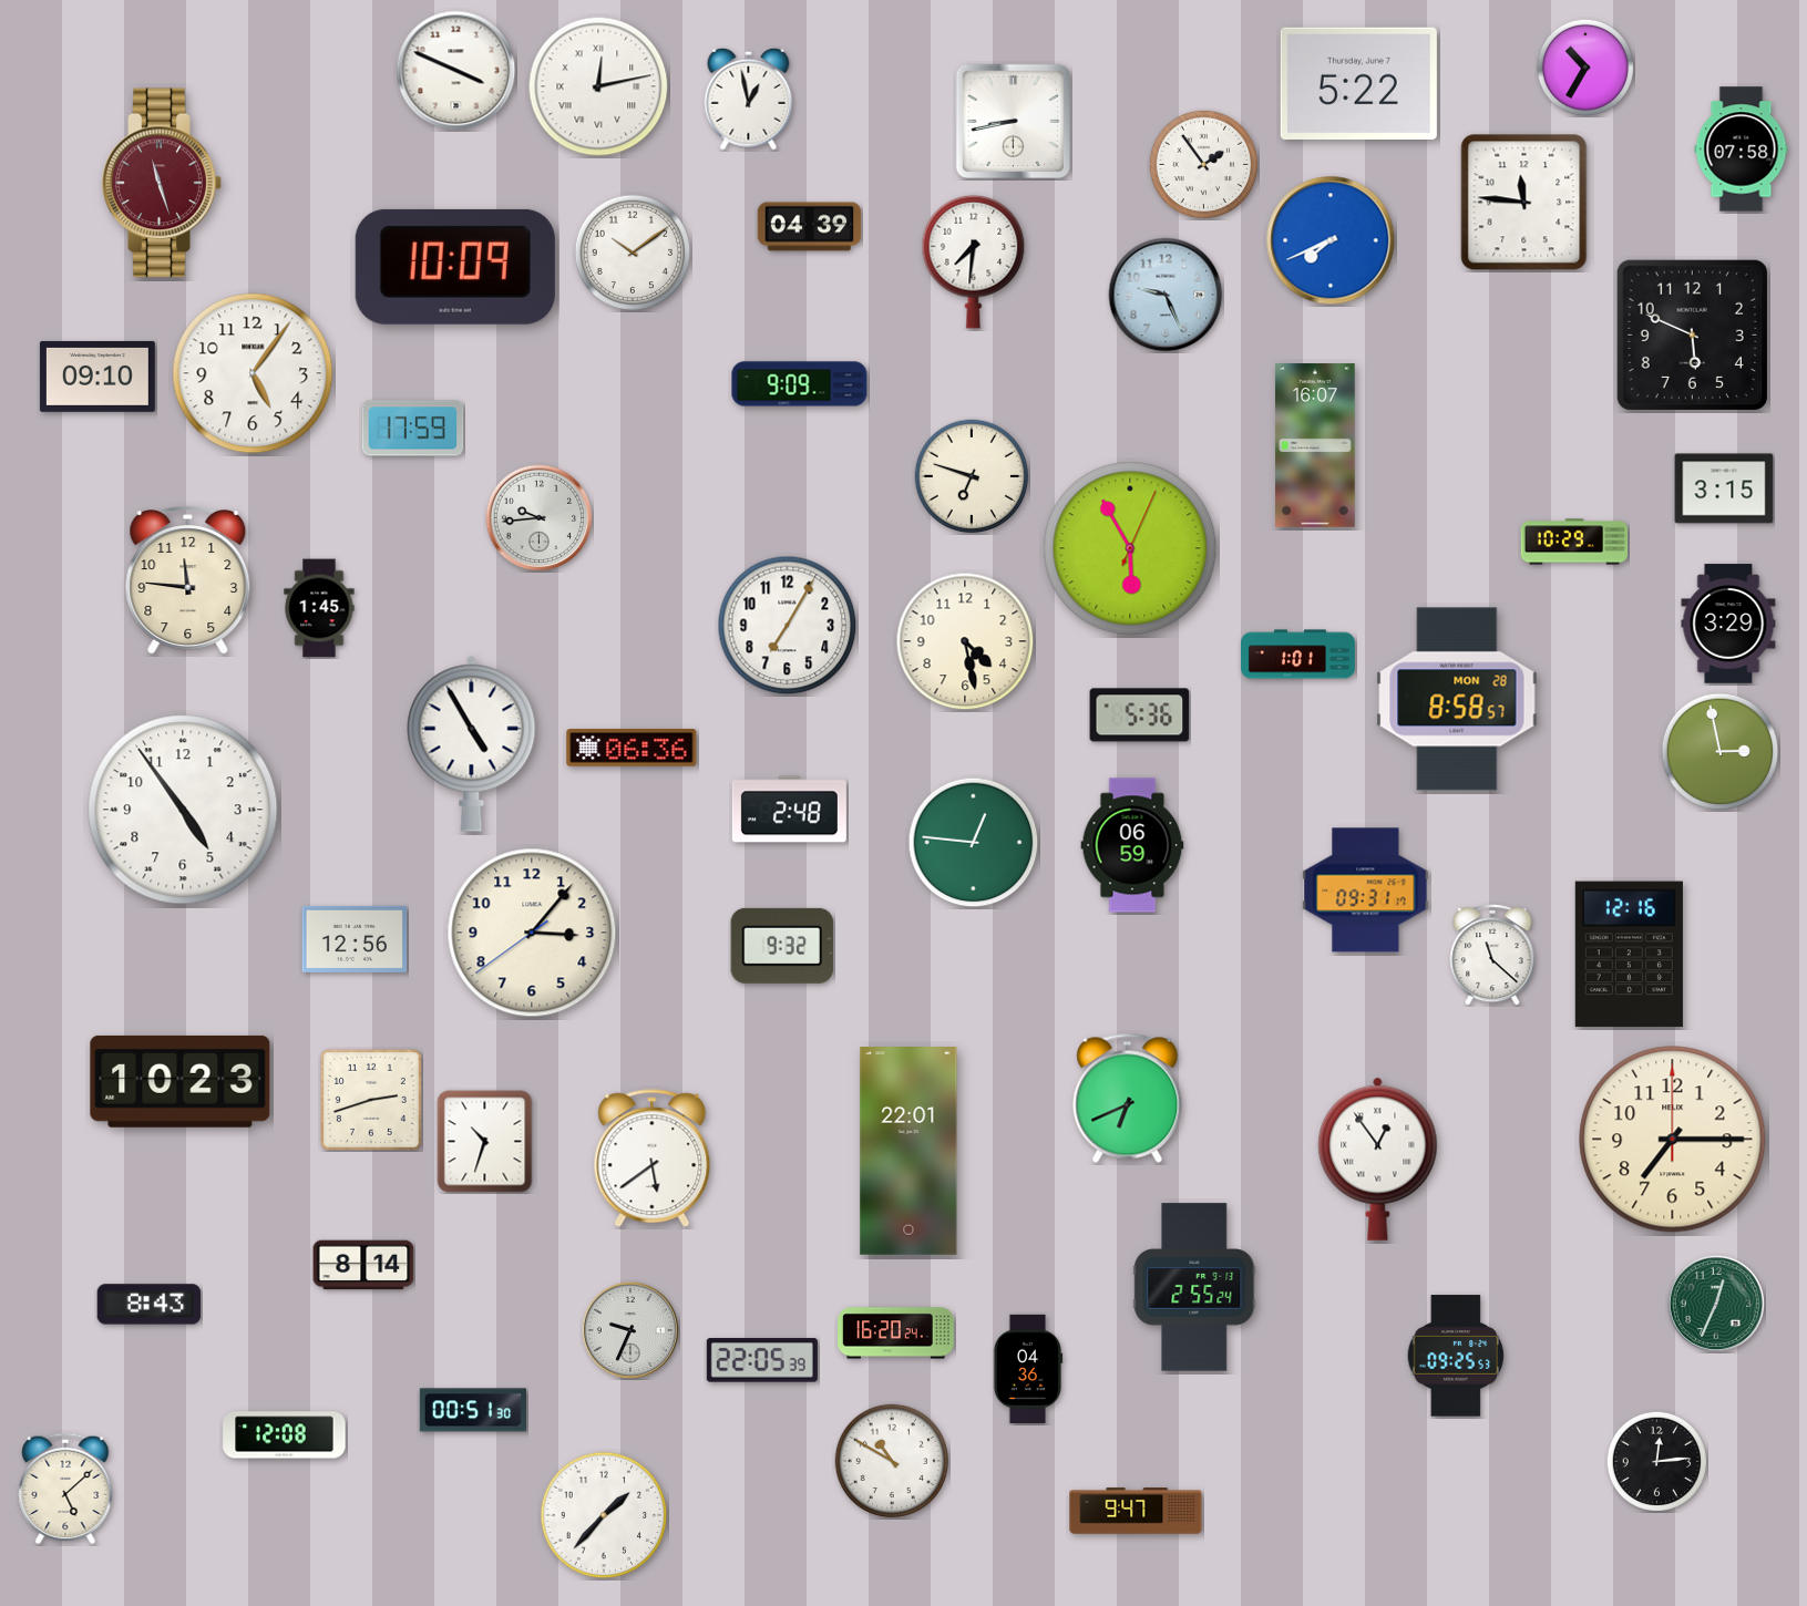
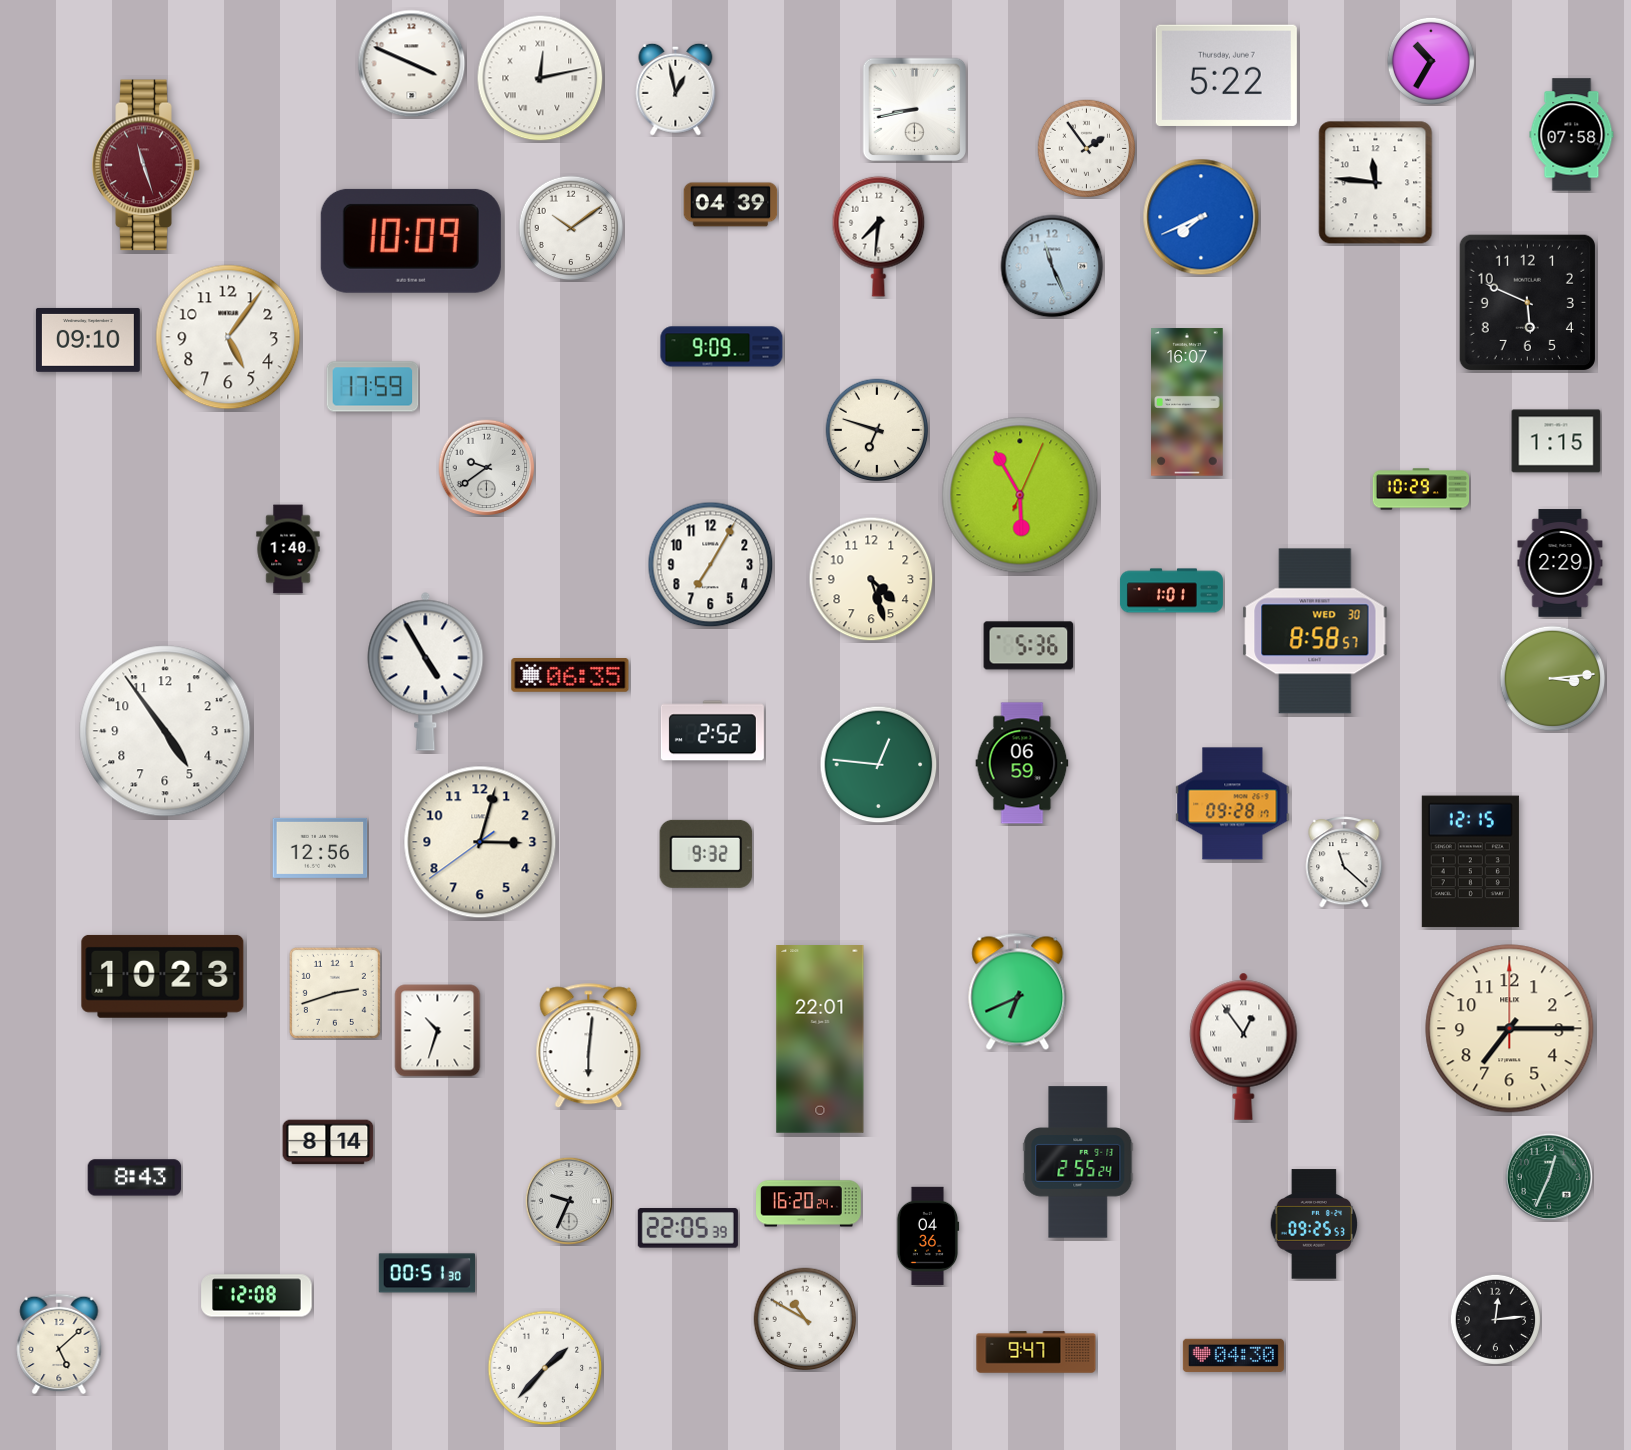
clock at (1166, 295): 9:26 -> 11:26
clock at (1724, 488): 3:15 -> 1:15
clock at (540, 518): 9:44 -> 9:39
clock at (188, 580): 11:46 -> none
clock at (319, 608): 1:45 -> 1:40
clock at (1728, 624): 3:29 -> 2:29
clock at (965, 641): 4:28 -> 4:27
clock at (1457, 699) date: MON 28 -> WED 30
clock at (632, 748): 06:36 -> 06:35
clock at (1721, 752): 2:58 -> 3:14
clock at (789, 810): 2:48 -> 2:52
clock at (974, 843) position: (974, 843) -> (879, 765)
clock at (1366, 890): 09:31 -> 09:28
clock at (532, 933): 3:06 -> 3:02
clock at (1492, 955) position: (1492, 955) -> (1344, 862)
clock at (1629, 955): 12:16 -> 12:15
clock at (653, 1159): 5:39 -> 6:01
clock at (1233, 1355): none -> 04:30
clock at (1136, 1511) position: (1136, 1511) -> (1036, 1352)
